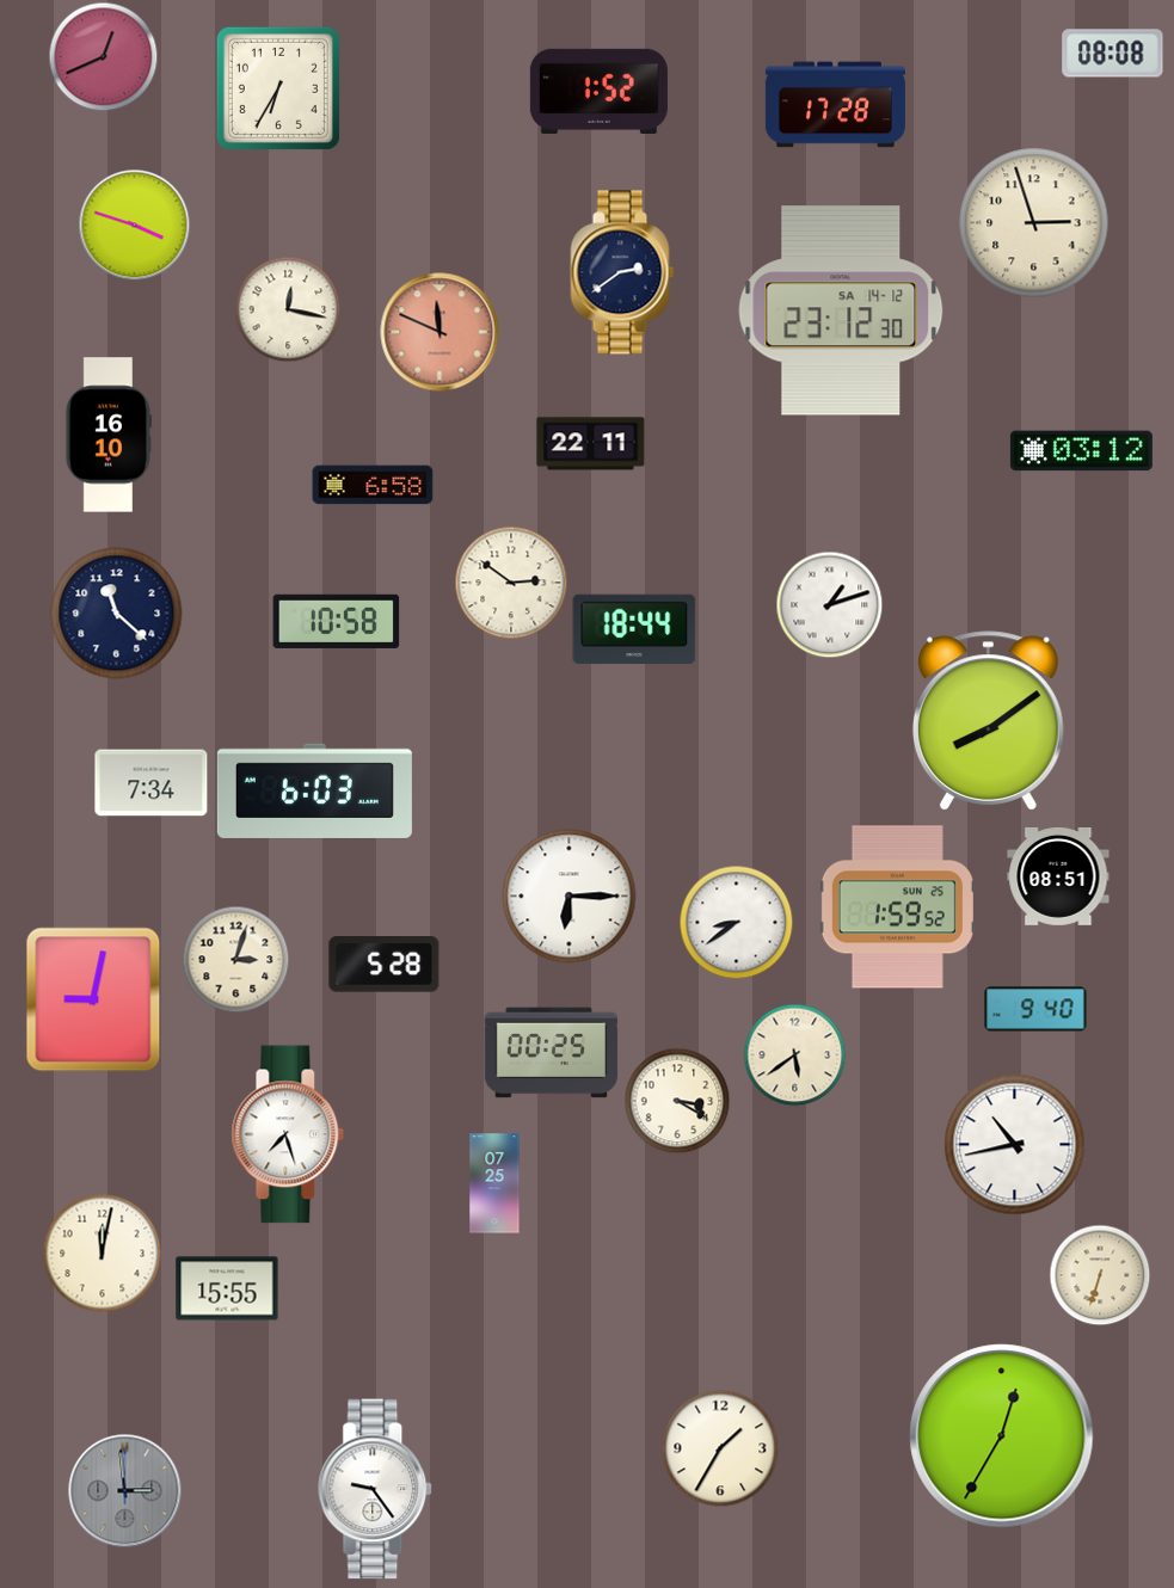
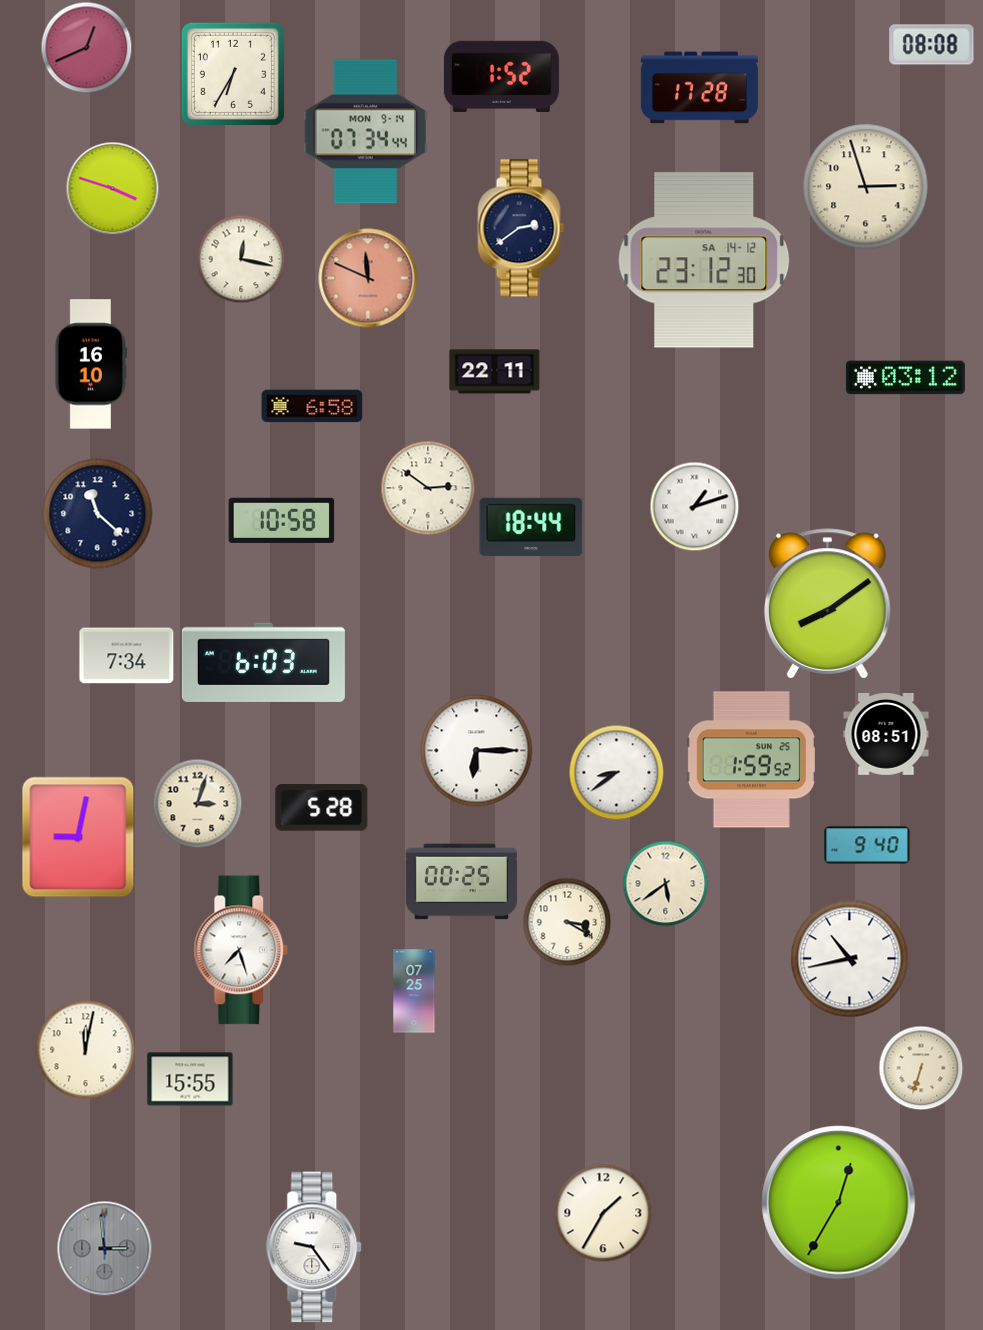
clock at (365, 132): none -> 07:34
